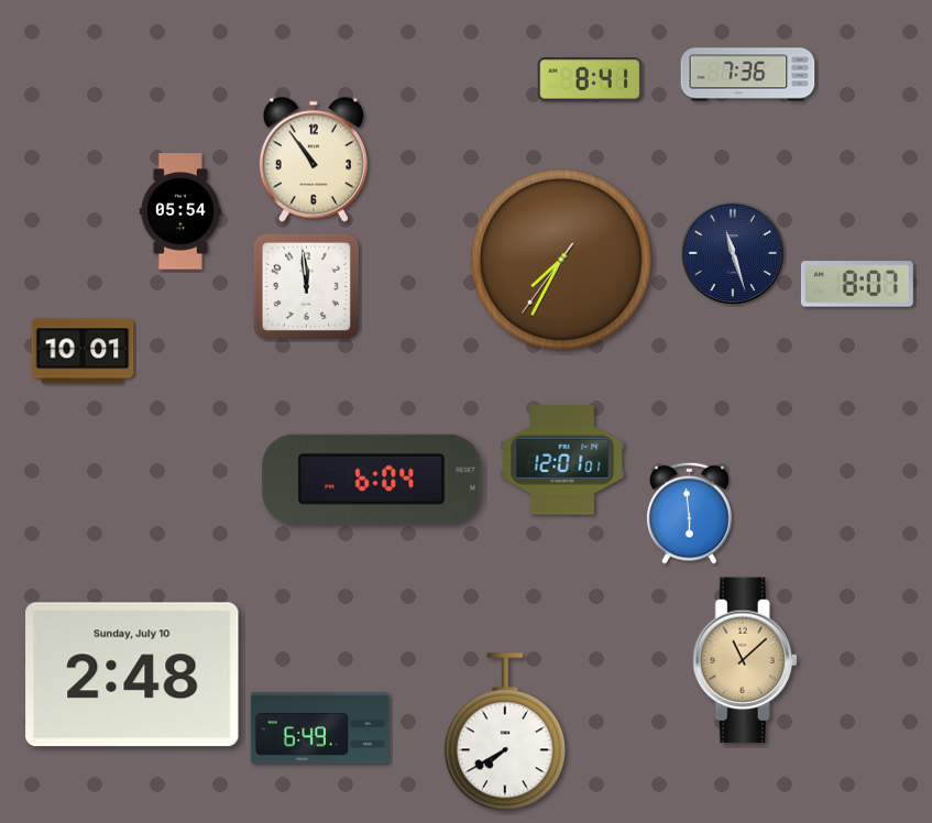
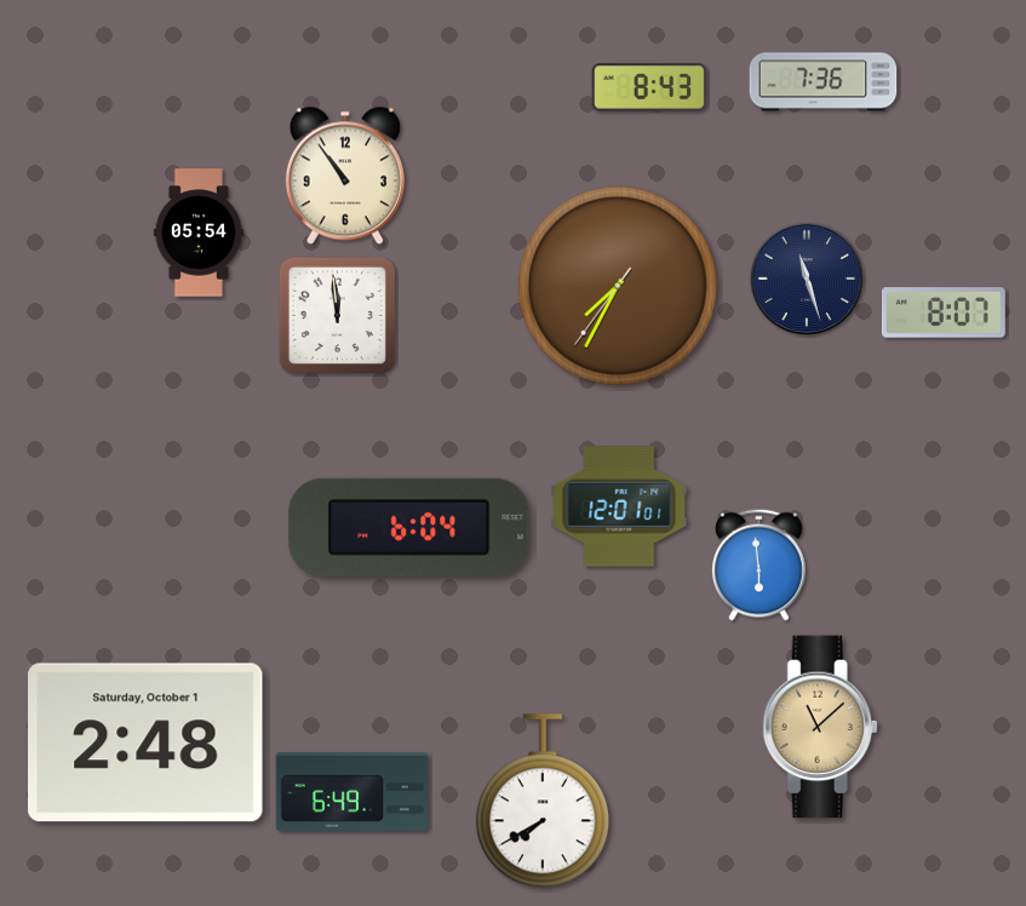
clock at (590, 79): 8:41 -> 8:43
clock at (83, 351): 10:01 -> none
clock at (132, 674) date: Sunday, July 10 -> Saturday, October 1
clock at (320, 728) position: (320, 728) -> (352, 792)
clock at (505, 733) position: (505, 733) -> (543, 802)
